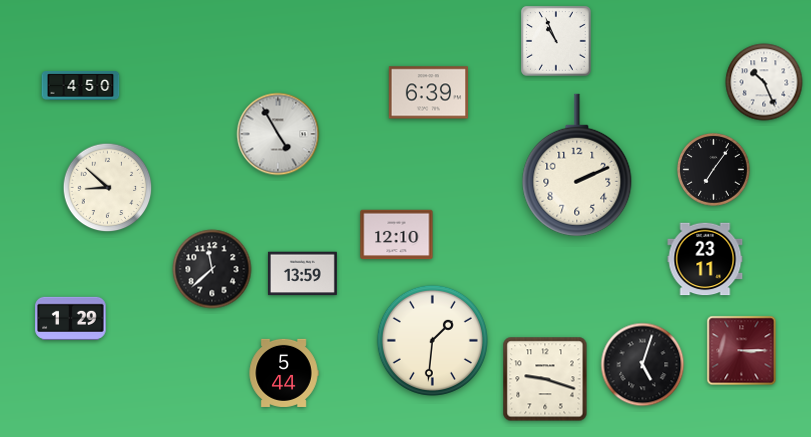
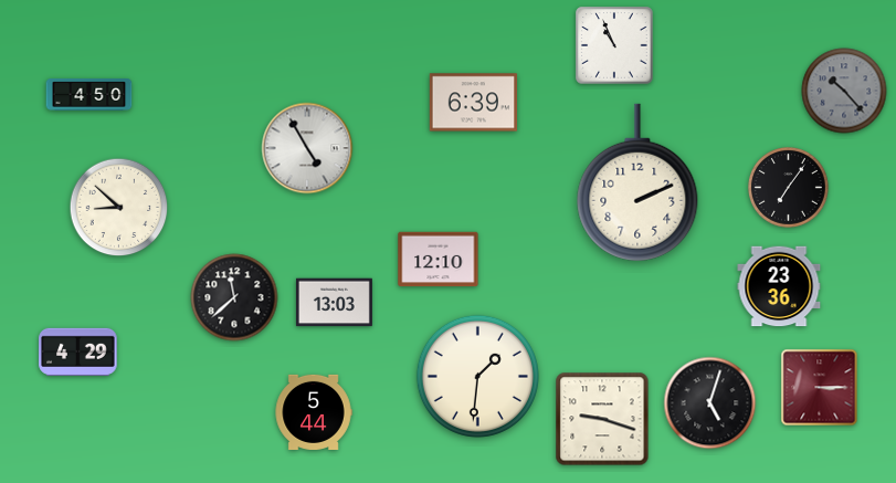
clock at (764, 82): 10:26 -> 10:23
clock at (764, 82) dial: white -> grey
clock at (705, 259): 23:11 -> 23:36
clock at (302, 274): 13:59 -> 13:03
clock at (71, 318): 1:29 -> 4:29
